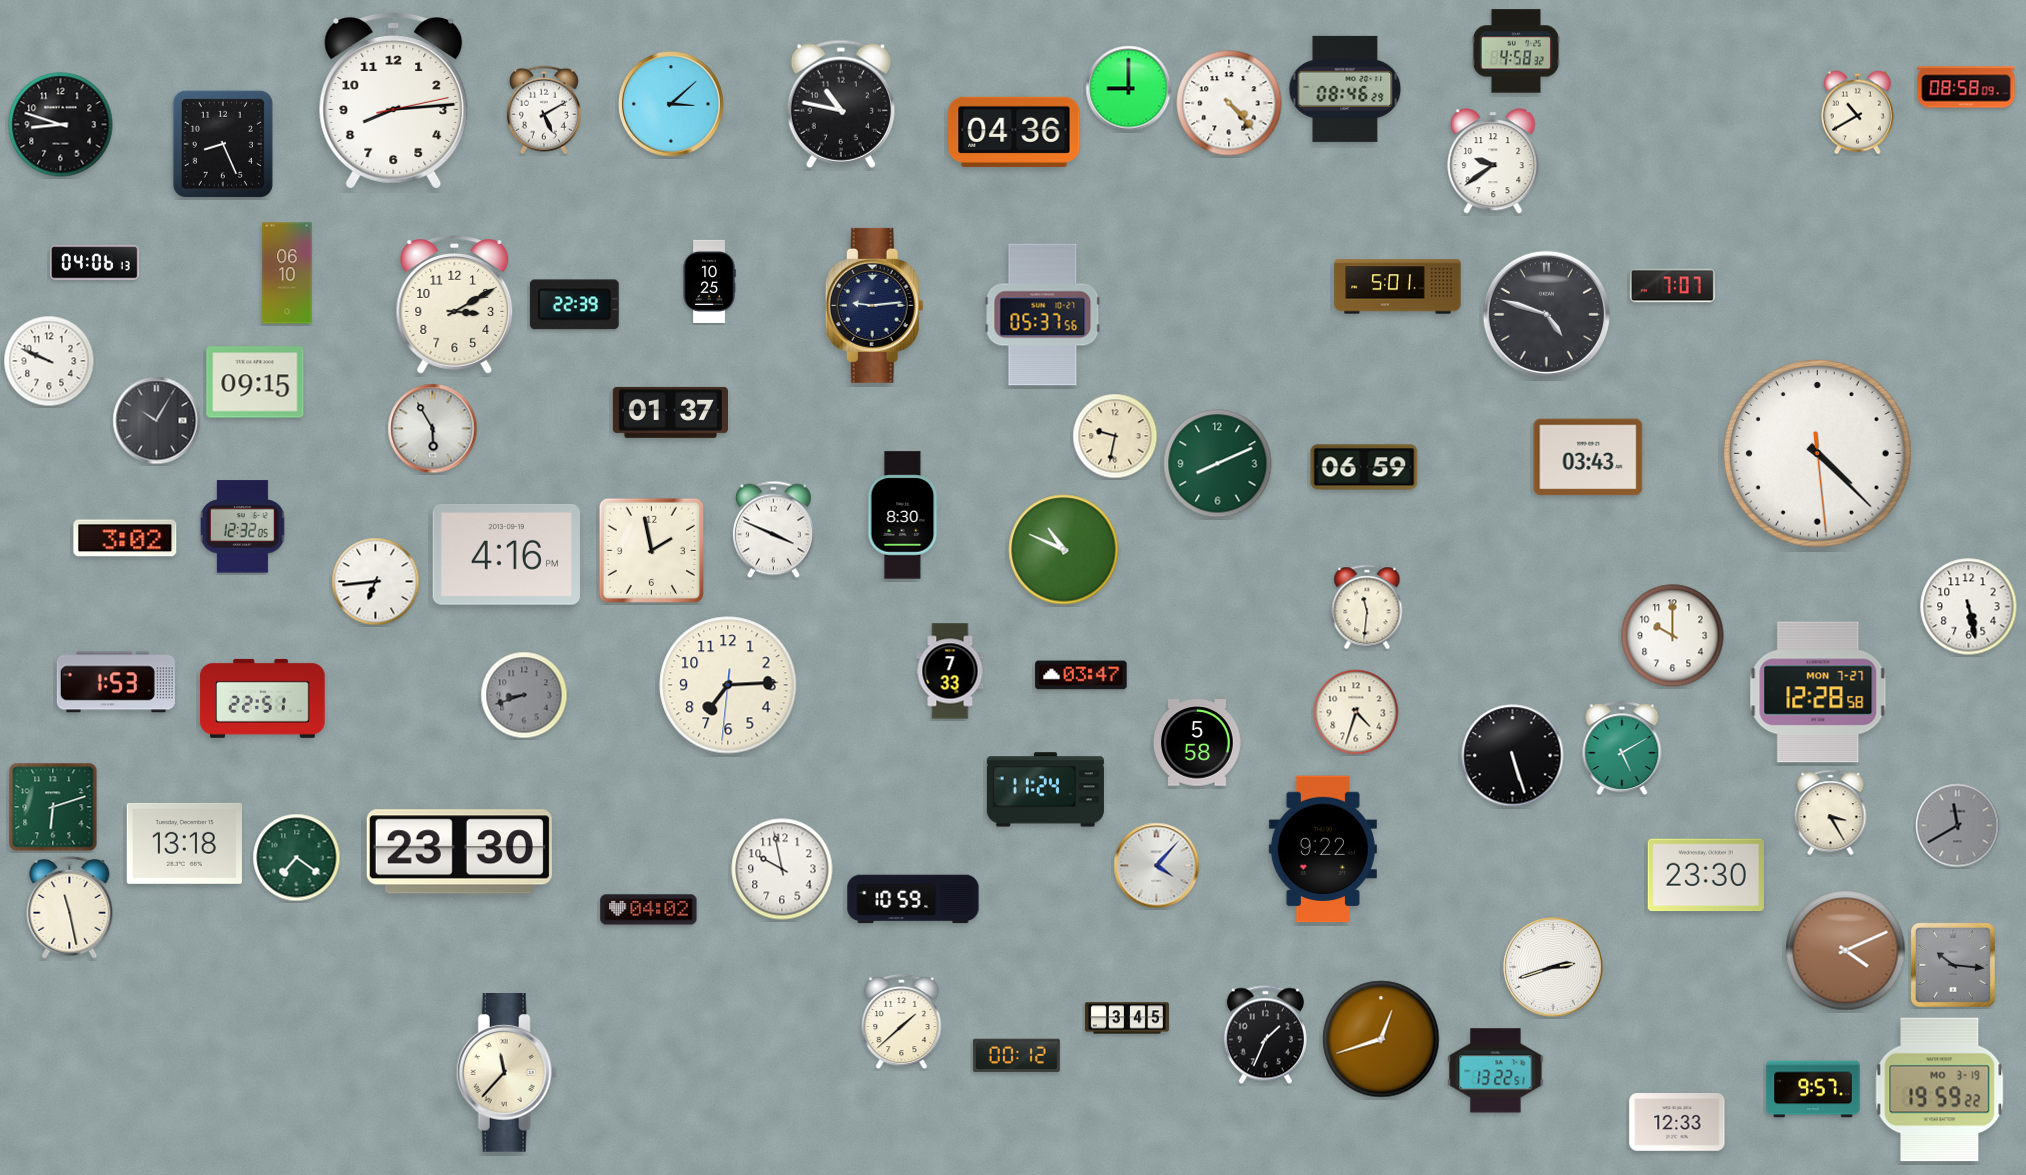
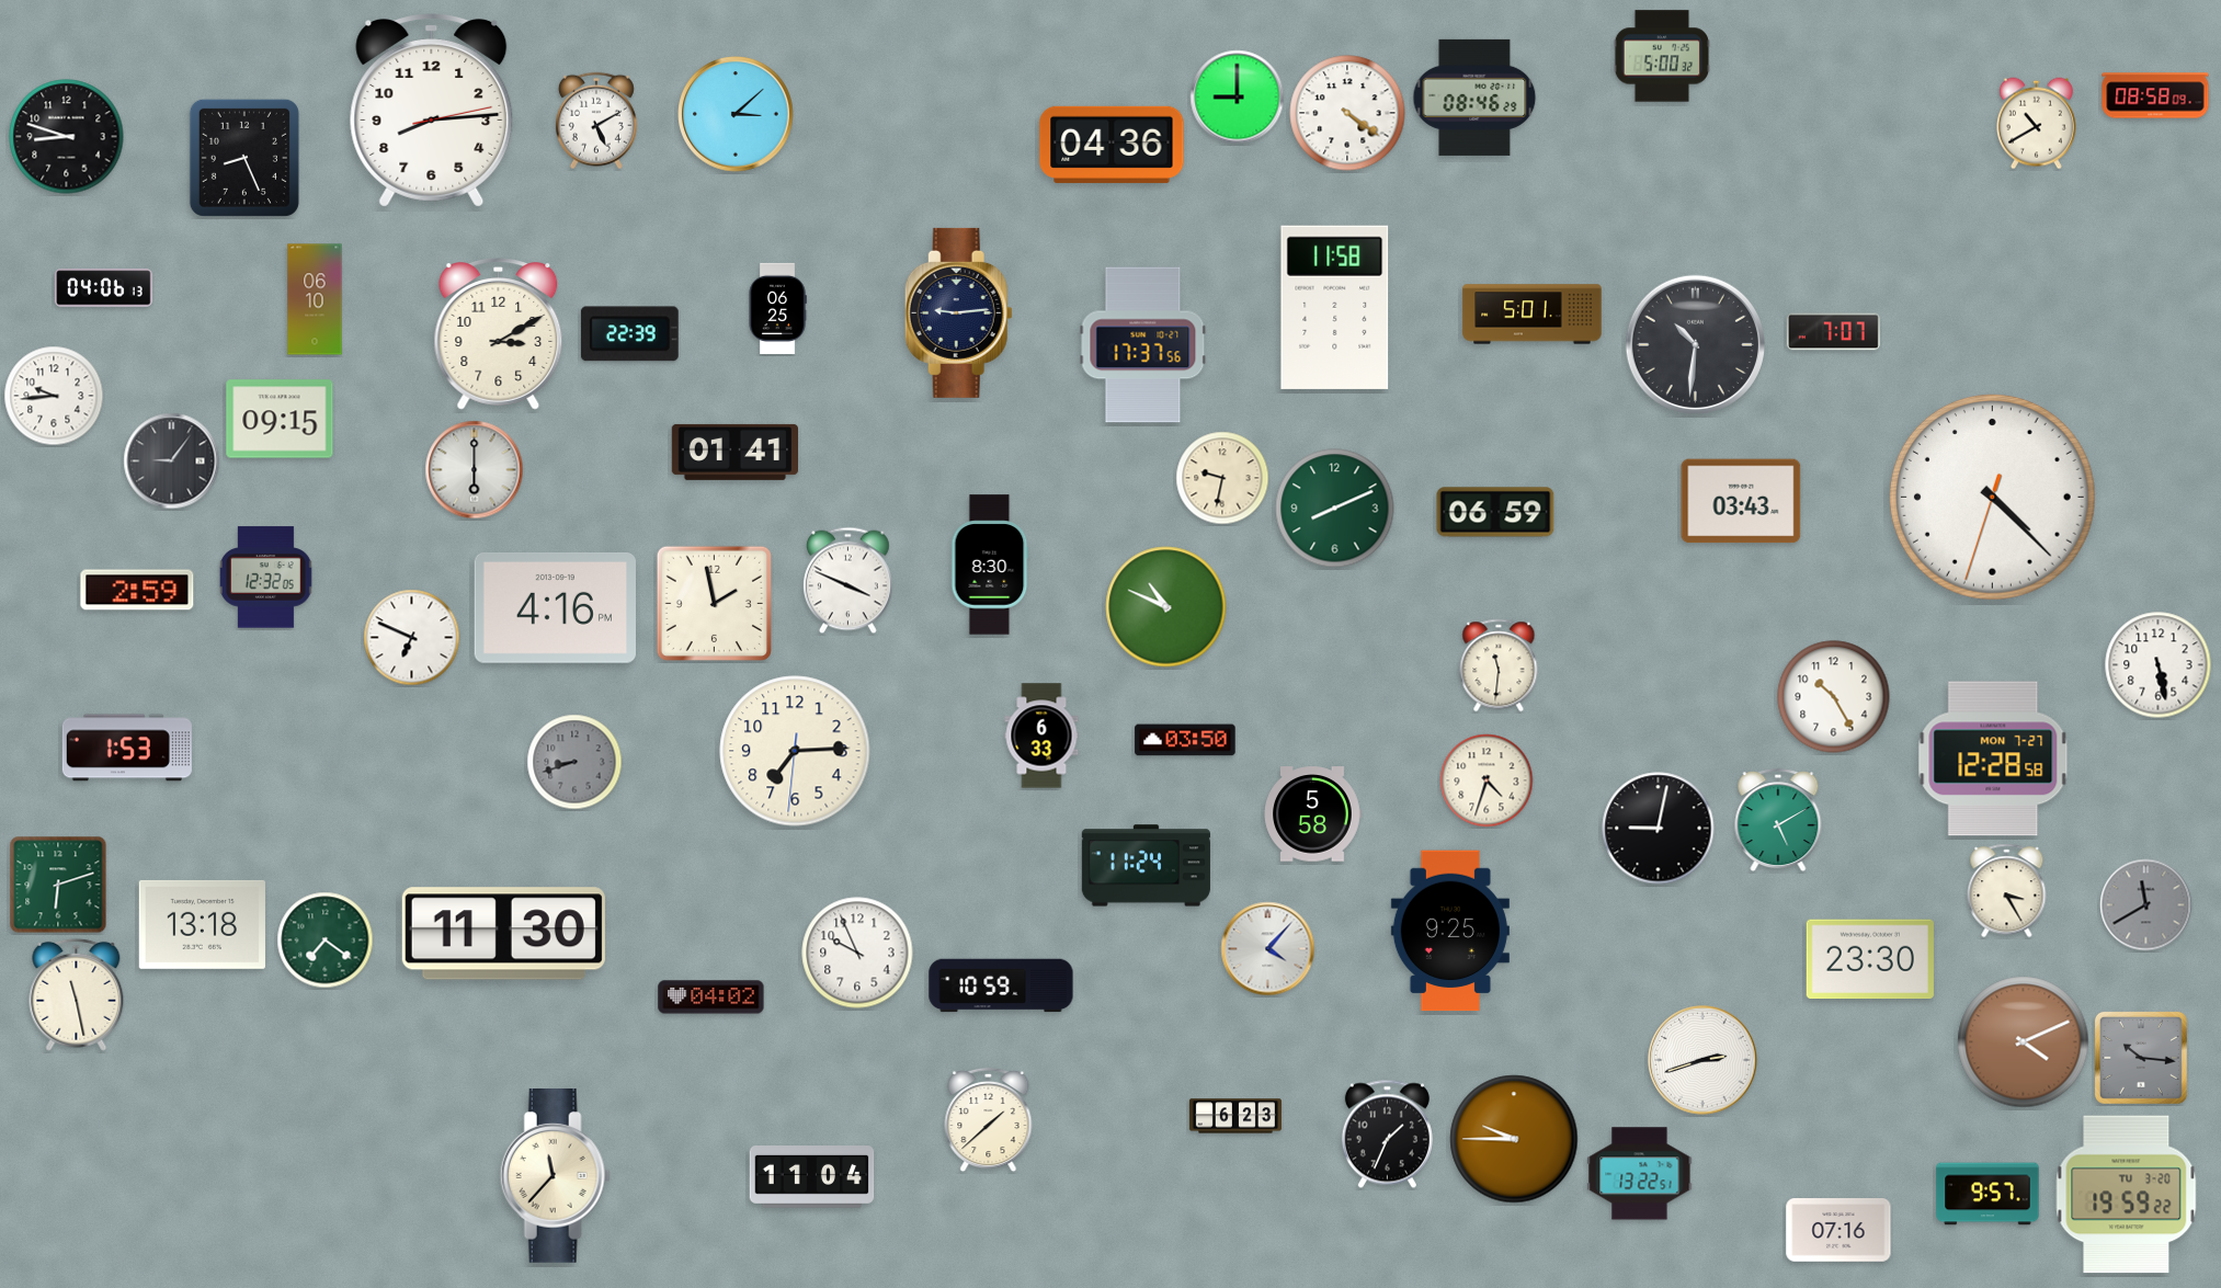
clock at (1516, 51): 4:58 -> 5:00
clock at (1229, 103): 4:23 -> 4:21
clock at (841, 104): 10:47 -> none
clock at (1493, 161): 9:39 -> none
clock at (1335, 307): none -> 11:58
clock at (709, 281): 10:25 -> 06:25
clock at (1672, 286) position: (1672, 286) -> (1833, 332)
clock at (874, 305) position: (874, 305) -> (958, 312)
clock at (1546, 314): 4:48 -> 10:31
clock at (1043, 315): 05:37 -> 17:37
clock at (49, 361): 9:49 -> 9:44
clock at (670, 412): 01:37 -> 01:41
clock at (157, 421): 10:05 -> 9:06
clock at (433, 429): 5:55 -> 6:00
clock at (1817, 453): 4:22:29 -> 4:22:33
clock at (125, 538): 3:02 -> 2:59
clock at (1064, 550) position: (1064, 550) -> (1166, 607)
clock at (376, 582): 6:44 -> 6:49
clock at (1673, 636): 10:00 -> 10:25
clock at (950, 671): 7:33 -> 6:33
clock at (1081, 675): 03:47 -> 03:50
clock at (728, 685) position: (728, 685) -> (795, 751)
clock at (263, 698): 22:51 -> none
clock at (1513, 756): 5:27 -> 9:02
clock at (1323, 849): 9:22 -> 9:25
clock at (459, 852): 23:30 -> 11:30
clock at (782, 869): 9:58 -> 9:56
clock at (1127, 1018): 3:45 -> 6:23
clock at (1381, 1039): 12:42 -> 9:45
clock at (1016, 1056): 00:12 -> none
clock at (812, 1177): none -> 11:04
clock at (1940, 1090) date: MO 3-19 -> TU 3-20
clock at (1677, 1123): 12:33 -> 07:16
